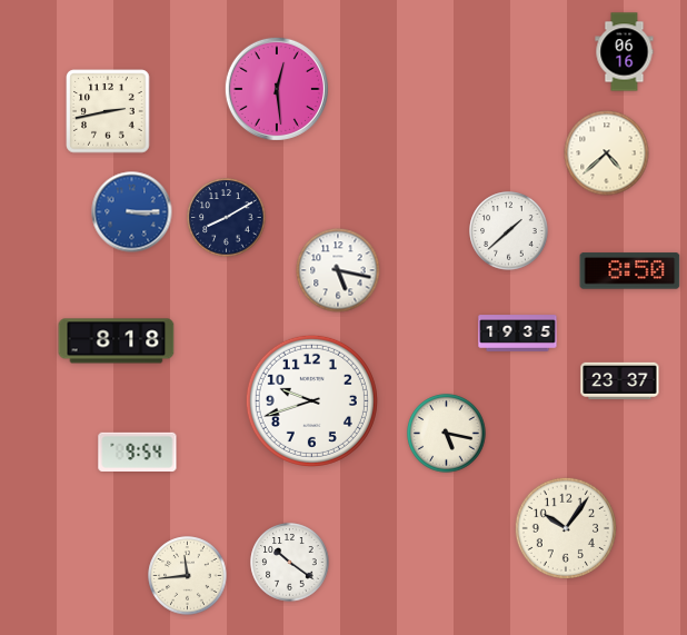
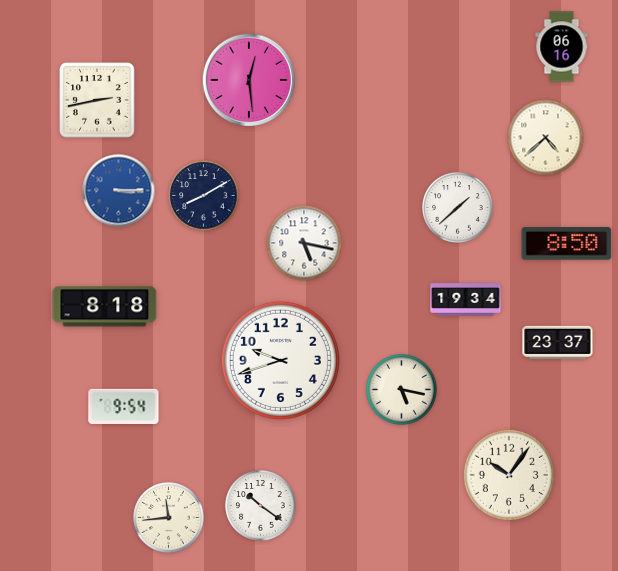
clock at (518, 334): 19:35 -> 19:34
